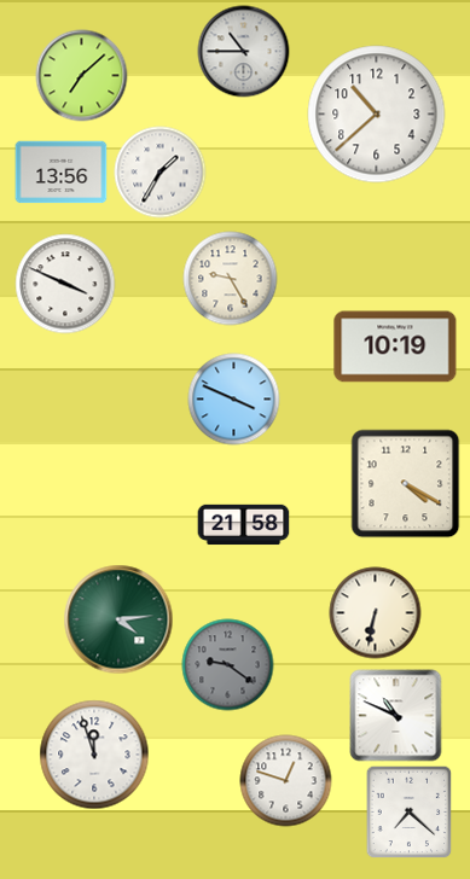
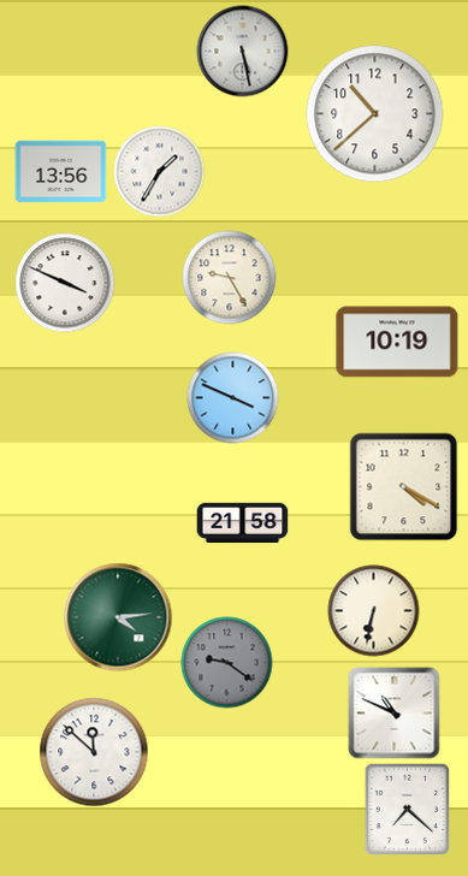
clock at (244, 52): 10:45 -> 5:28
clock at (82, 76): 7:08 -> none
clock at (395, 347) position: (395, 347) -> (397, 342)
clock at (406, 484) position: (406, 484) -> (404, 487)
clock at (94, 755): 11:57 -> 11:52
clock at (286, 781): 12:48 -> none
